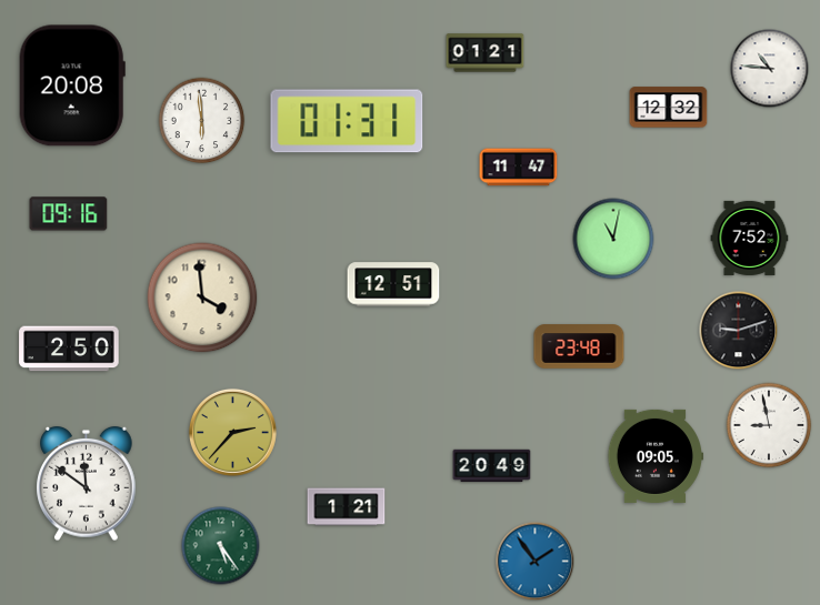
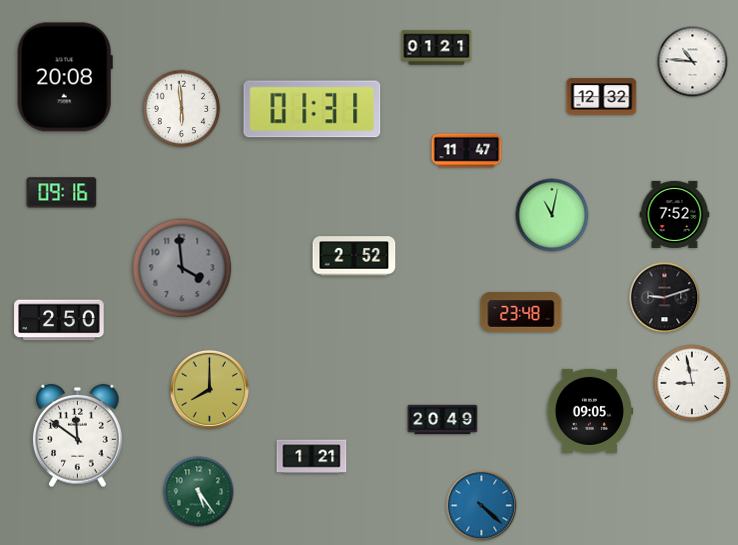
clock at (393, 284): 12:51 -> 2:52
clock at (202, 298) dial: cream -> grey
clock at (69, 349) position: (69, 349) -> (59, 320)
clock at (232, 432): 2:37 -> 8:00
clock at (536, 562): 1:54 -> 4:22
